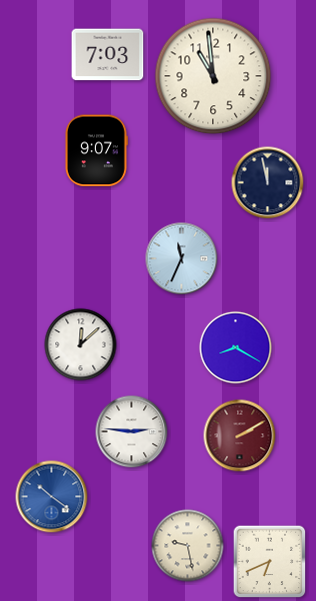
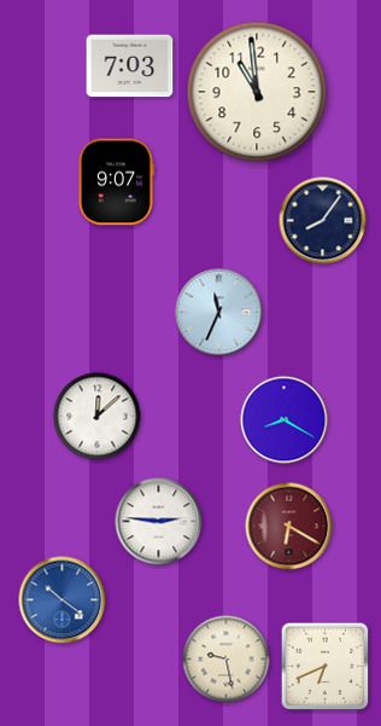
clock at (268, 183): 11:58 -> 8:06
clock at (240, 436): 2:10 -> 6:20
clock at (270, 562) position: (270, 562) -> (326, 667)
